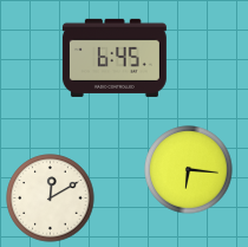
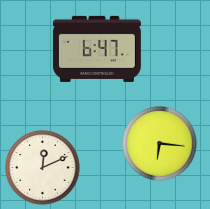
clock at (115, 58): 6:45 -> 6:47
clock at (51, 199): 12:10 -> 12:11
